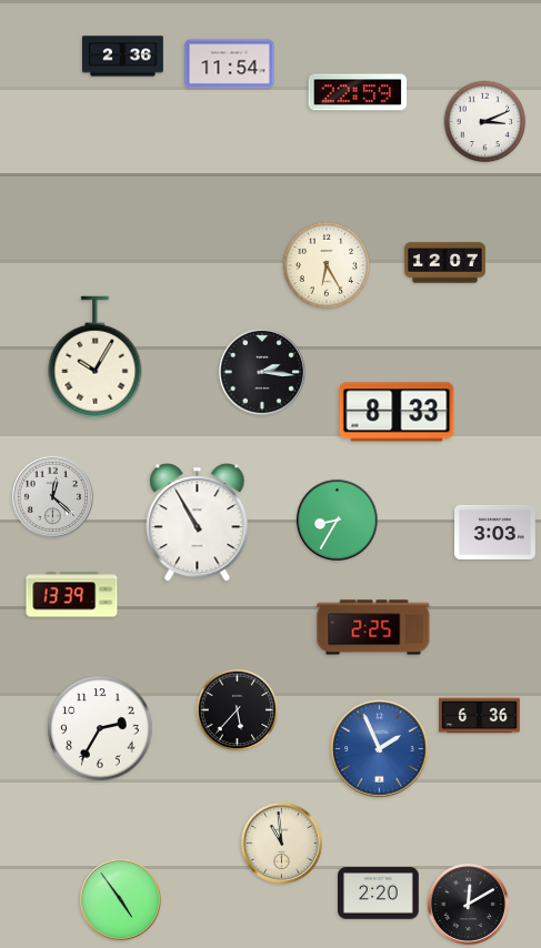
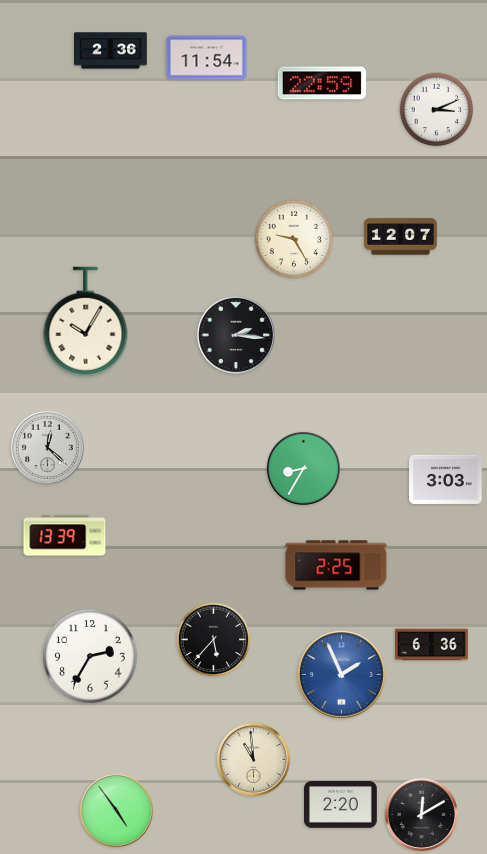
clock at (327, 265): 6:25 -> 9:25
clock at (397, 412): 8:33 -> none
clock at (198, 523): 10:55 -> none
clock at (120, 899) position: (120, 899) -> (116, 810)
